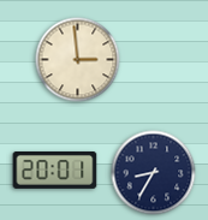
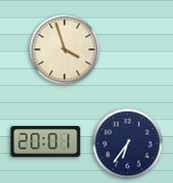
clock at (78, 60): 2:59 -> 3:57
clock at (154, 173): 8:35 -> 6:36
